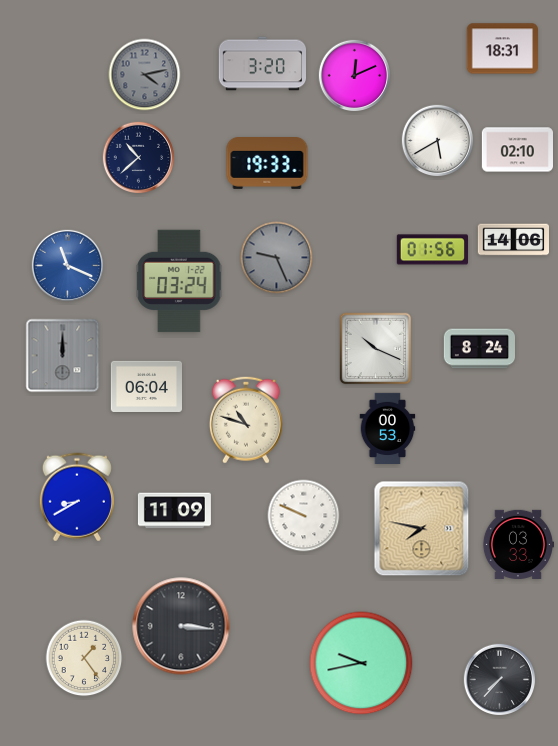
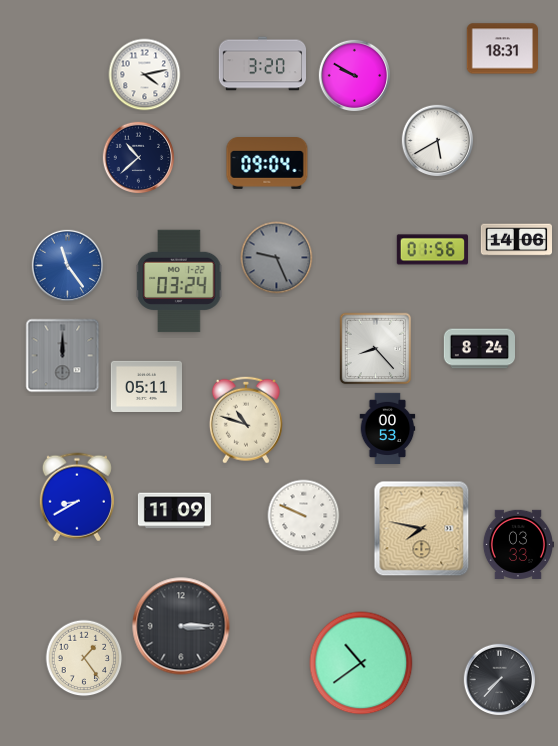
clock at (145, 75) dial: grey -> white
clock at (355, 76): 12:11 -> 9:50
clock at (517, 150): 02:10 -> none
clock at (267, 164): 19:33 -> 09:04
clock at (513, 240) position: (513, 240) -> (516, 240)
clock at (68, 266): 11:19 -> 11:24
clock at (376, 349): 10:19 -> 8:23
clock at (146, 386): 06:04 -> 05:11
clock at (181, 626): 3:16 -> 3:15
clock at (361, 663): 9:43 -> 10:39
